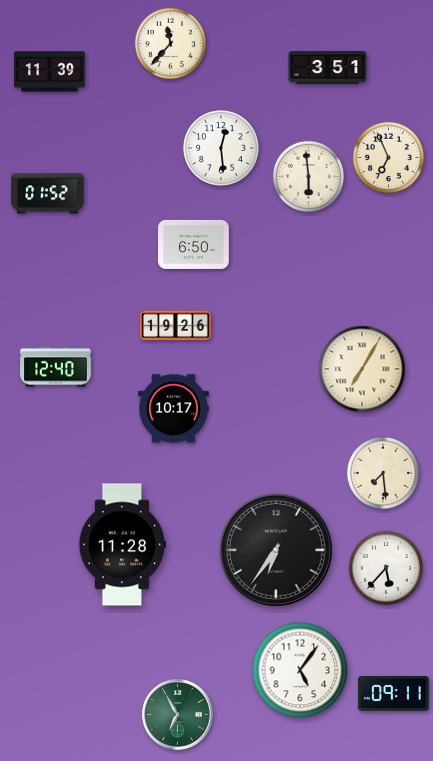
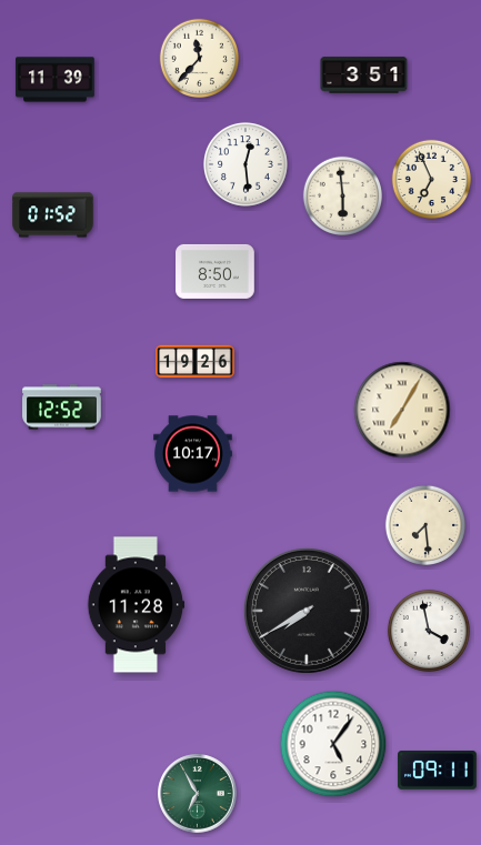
clock at (171, 44) position: (171, 44) -> (200, 59)
clock at (389, 158) position: (389, 158) -> (432, 180)
clock at (194, 244): 6:50 -> 8:50
clock at (56, 367): 12:40 -> 12:52
clock at (276, 550): 6:36 -> 7:40
clock at (386, 568): 5:37 -> 3:58
